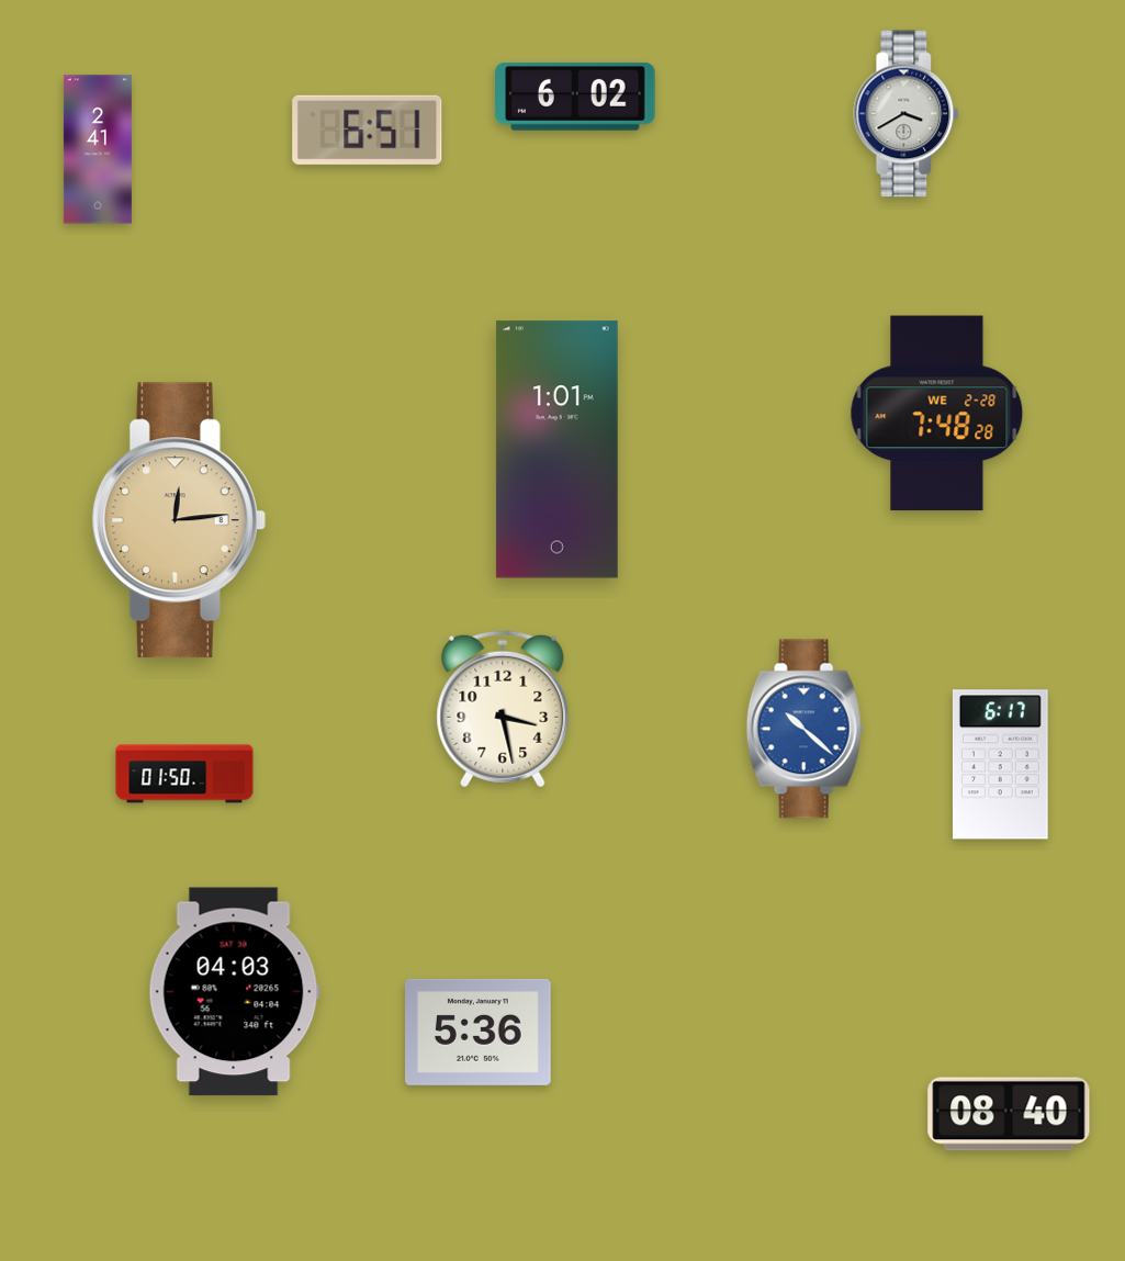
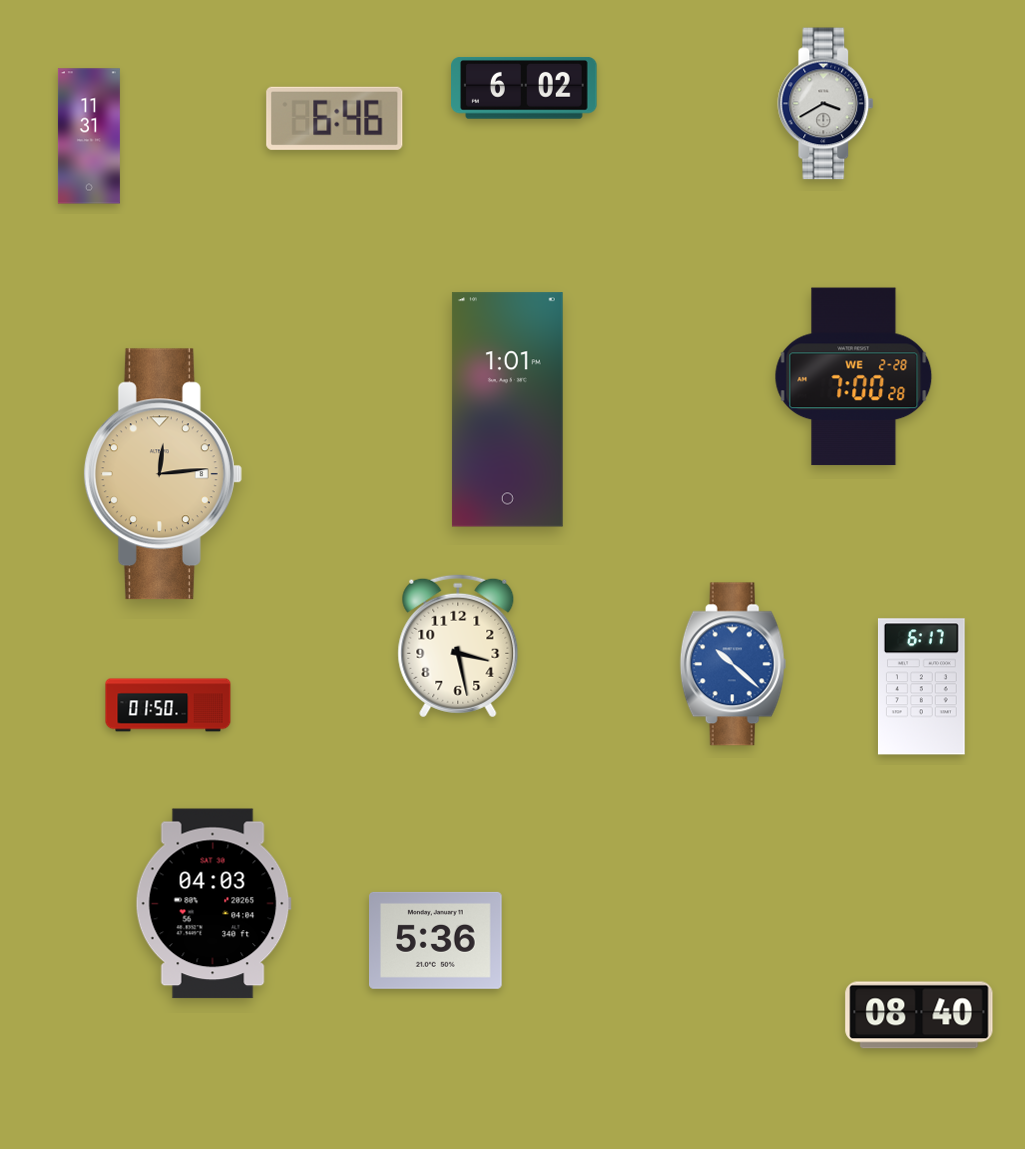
clock at (368, 130): 6:51 -> 6:46
clock at (98, 149): 2:41 -> 11:31
clock at (937, 414): 7:48 -> 7:00
clock at (1000, 765) position: (1000, 765) -> (921, 687)
